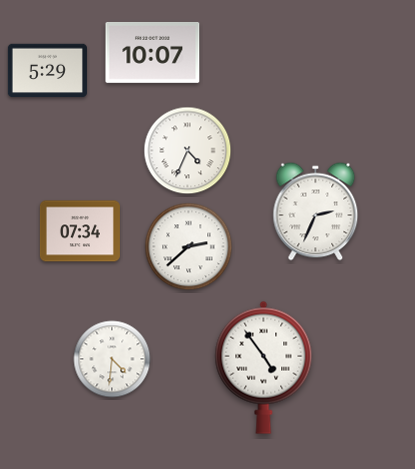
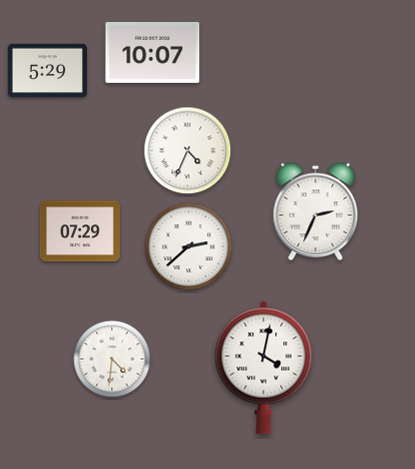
clock at (80, 231): 07:34 -> 07:29
clock at (264, 367): 4:54 -> 4:02
